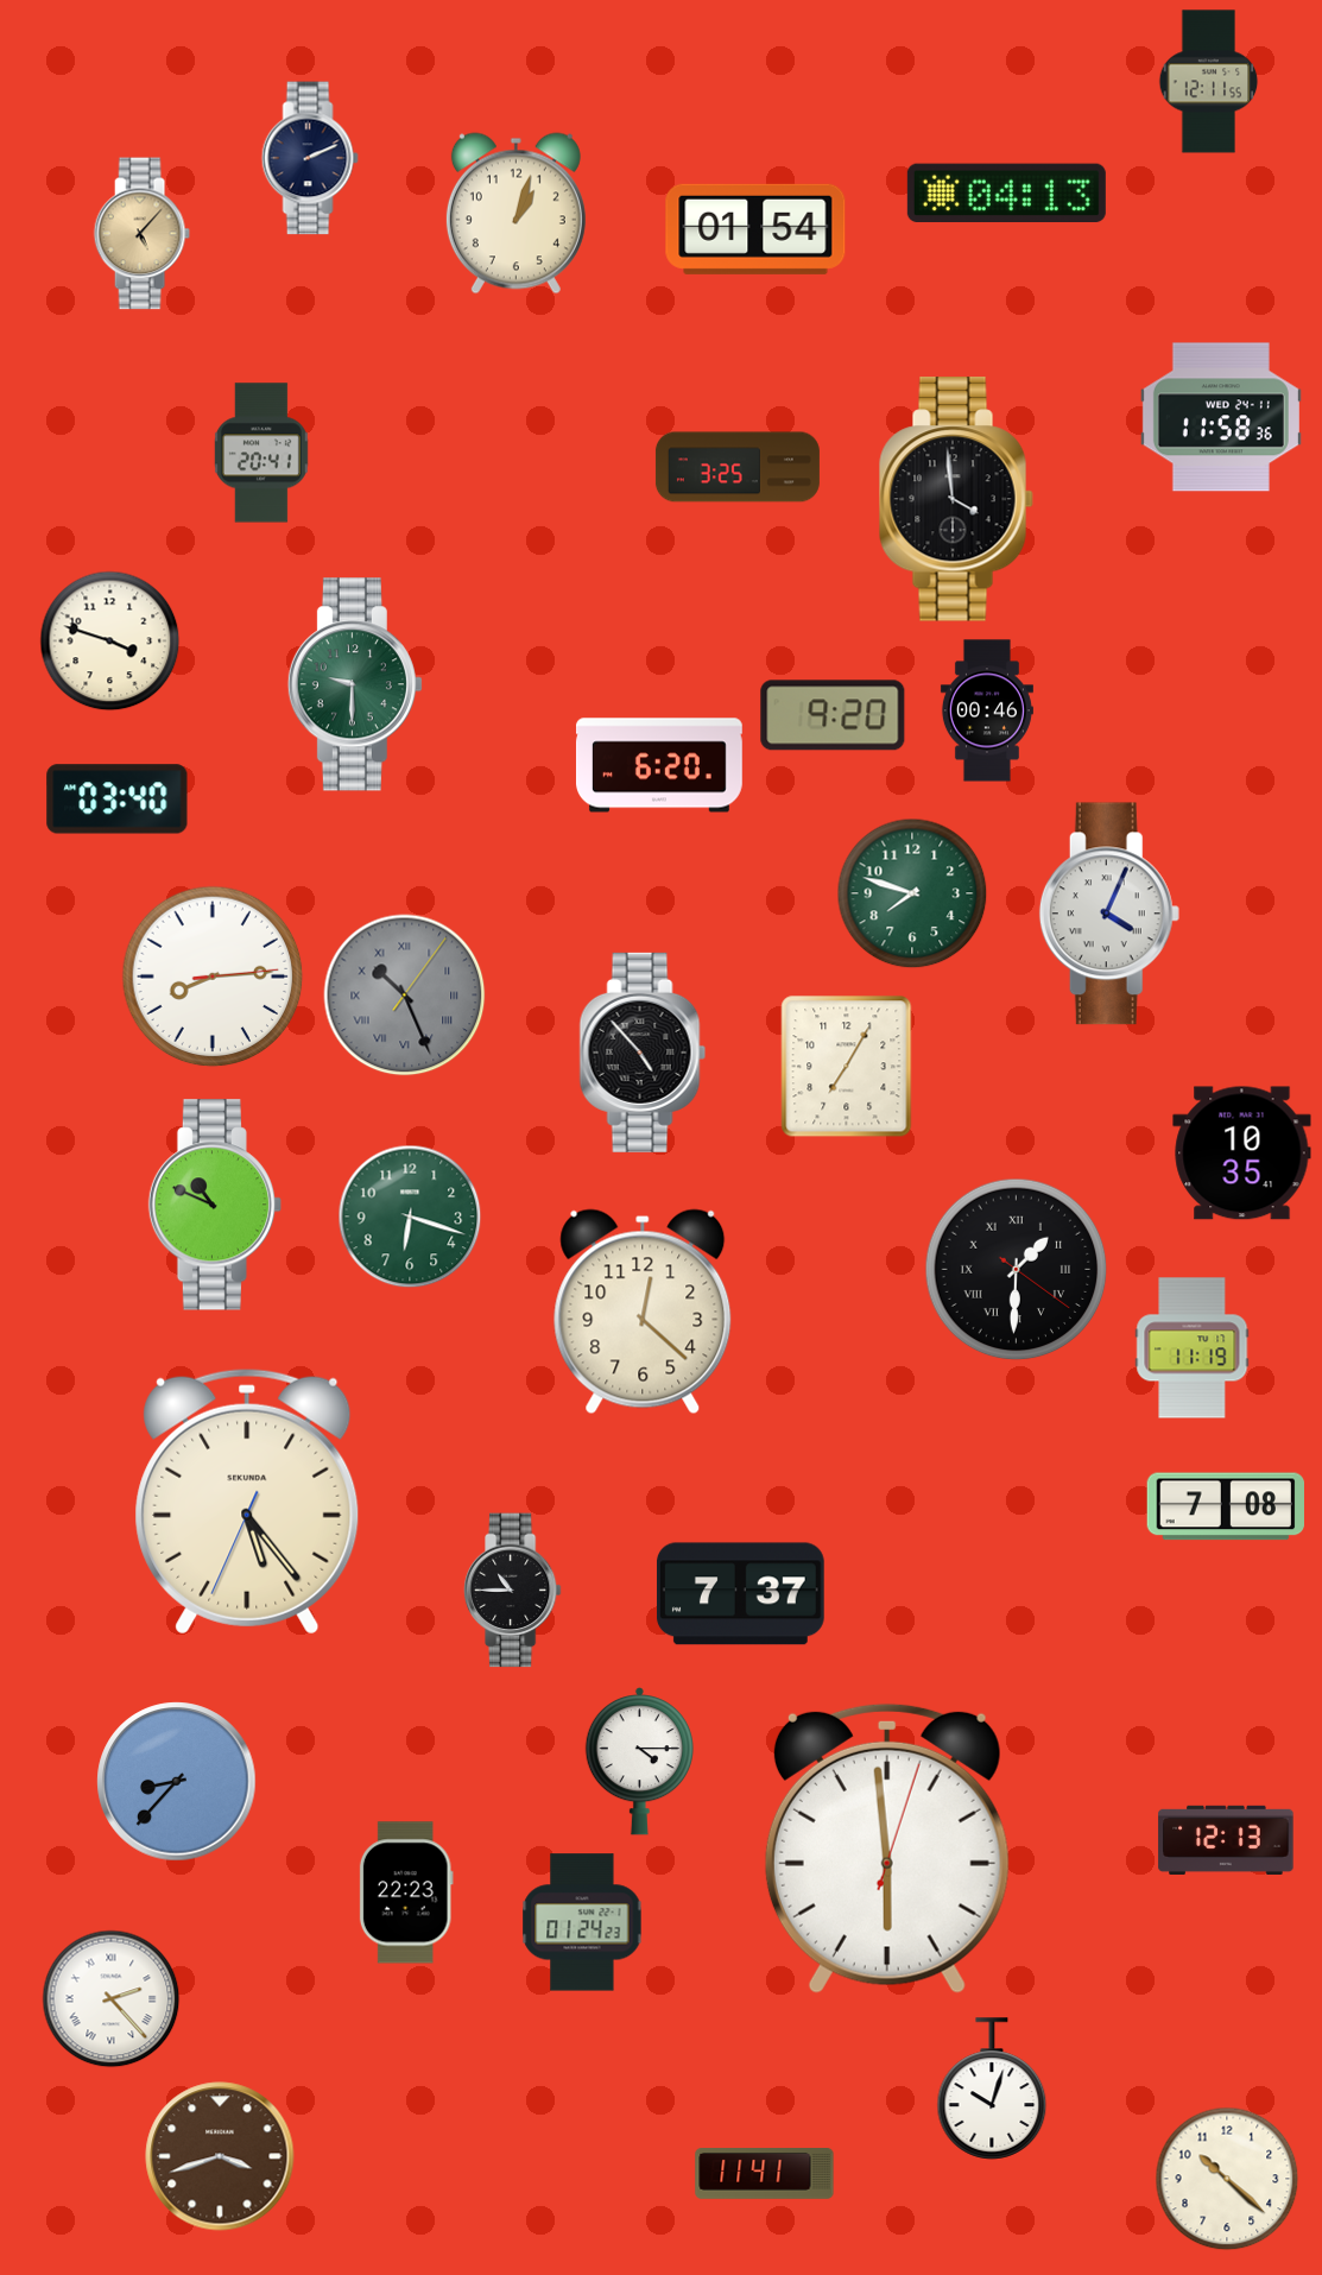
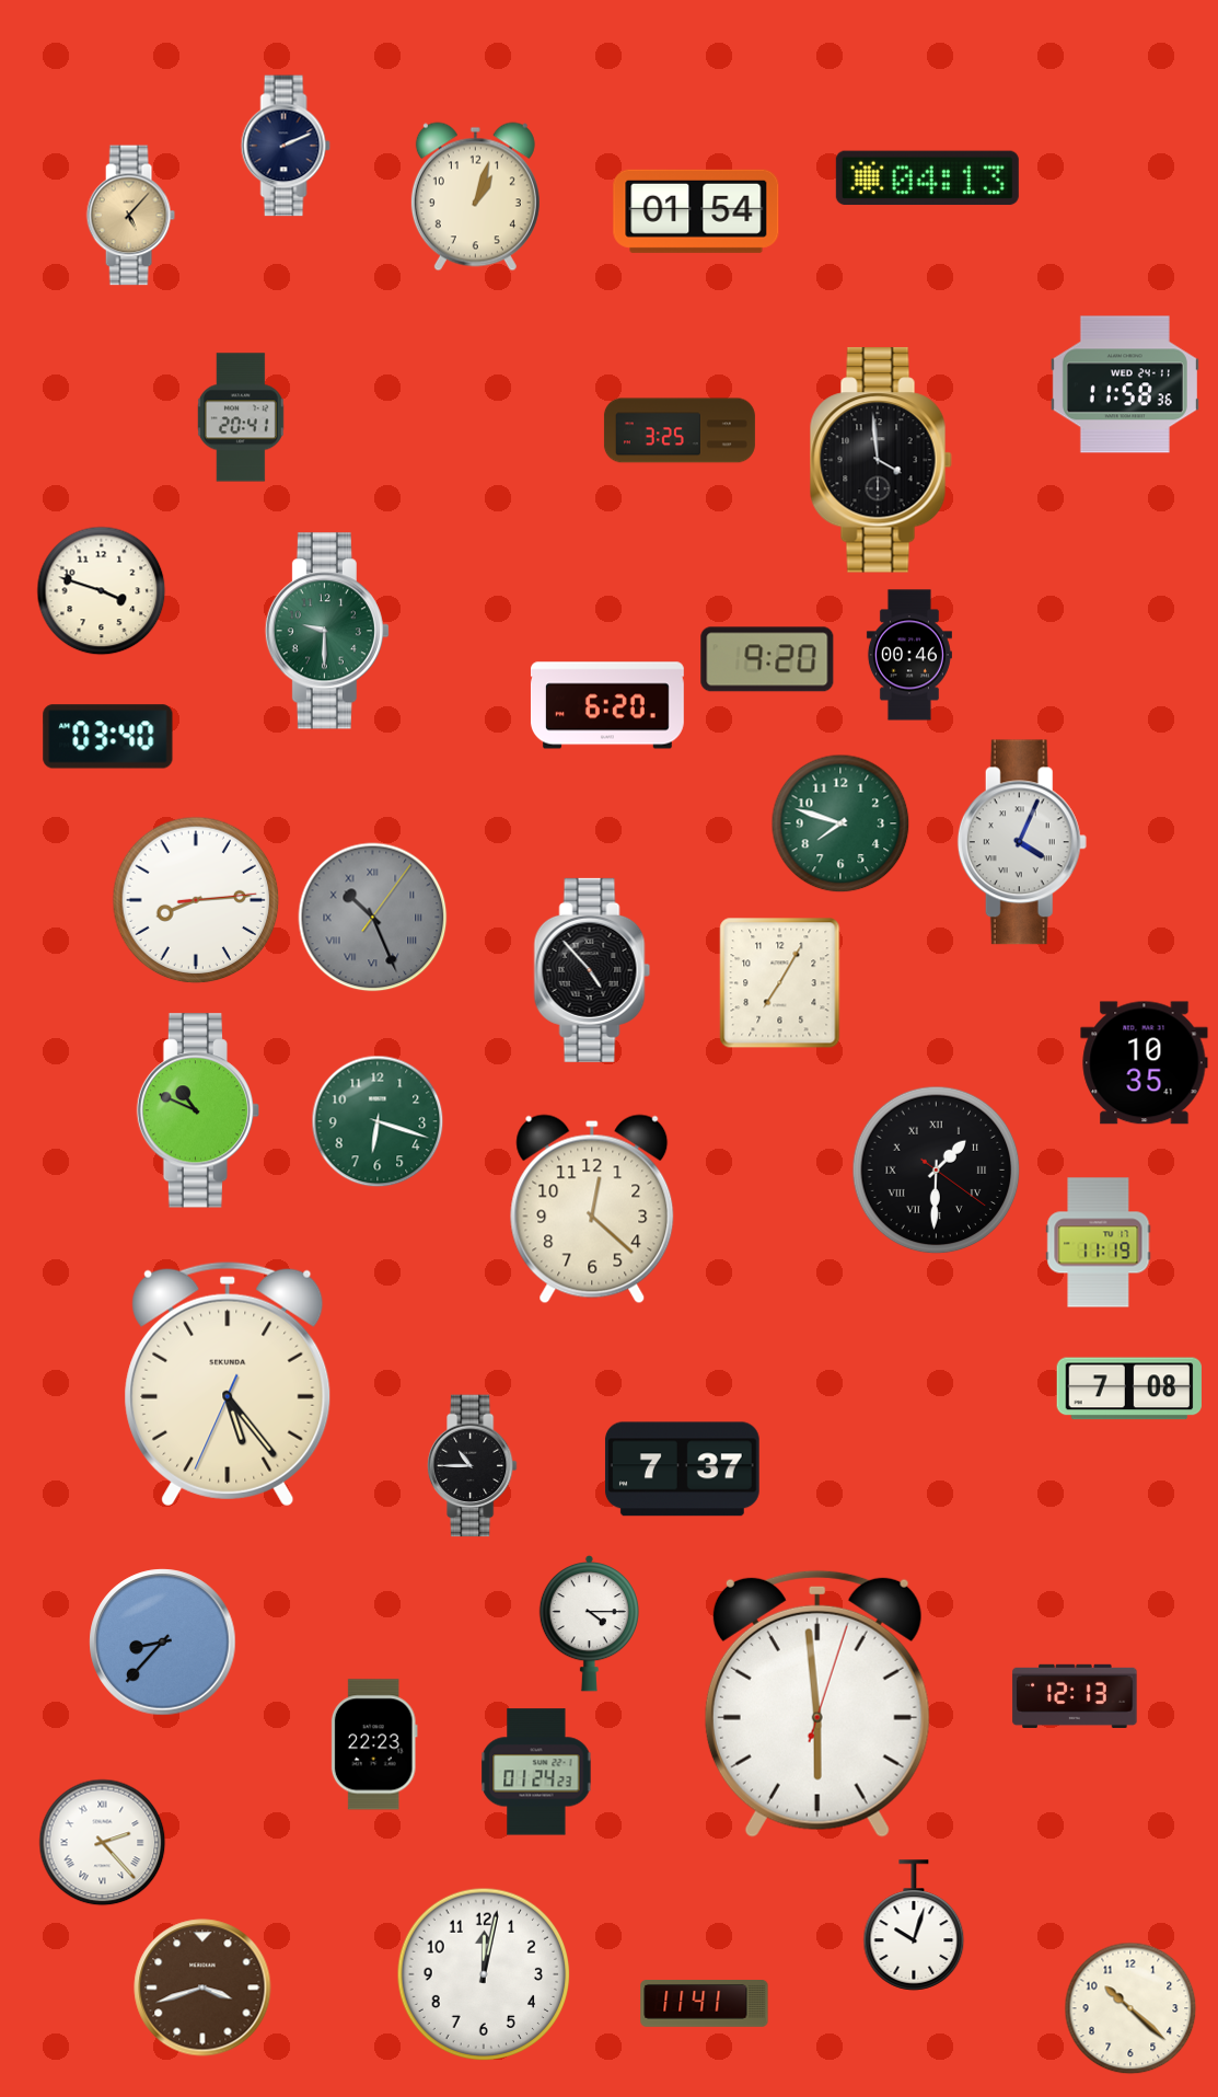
clock at (1209, 82): 12:11 -> none
clock at (1226, 1840) position: (1226, 1840) -> (1075, 1696)
clock at (484, 1974): none -> 12:02
